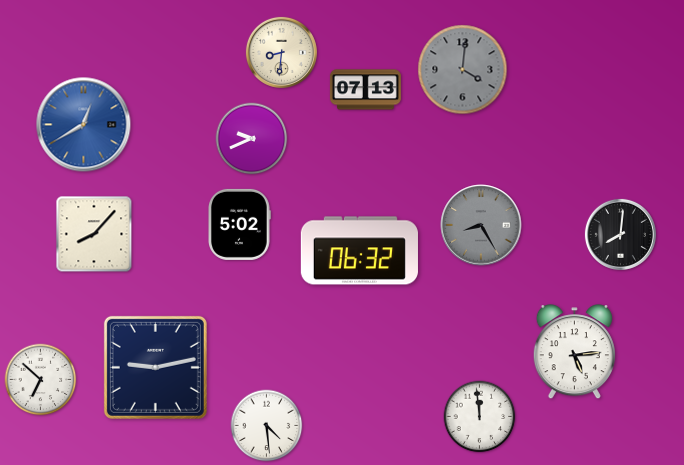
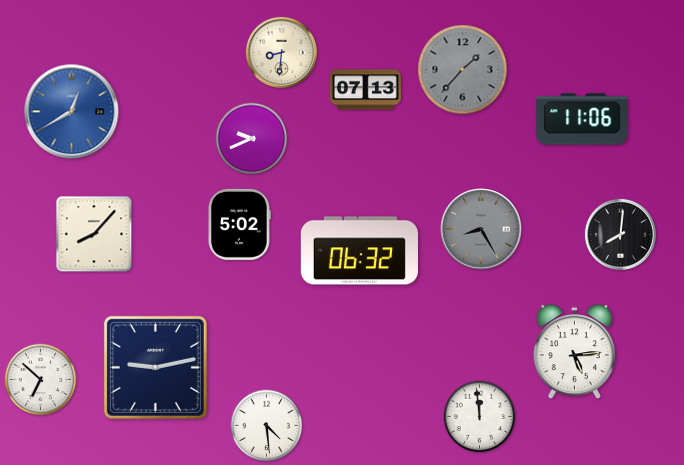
clock at (463, 70): 4:01 -> 1:37
clock at (582, 119): none -> 11:06
clock at (84, 125) position: (84, 125) -> (72, 112)
clock at (481, 225) position: (481, 225) -> (481, 229)
